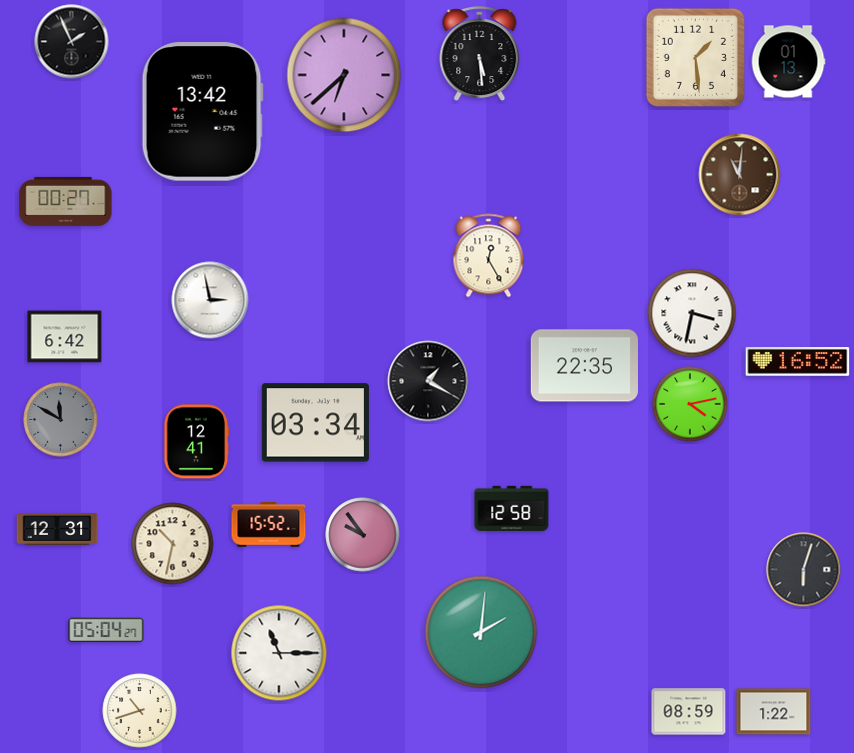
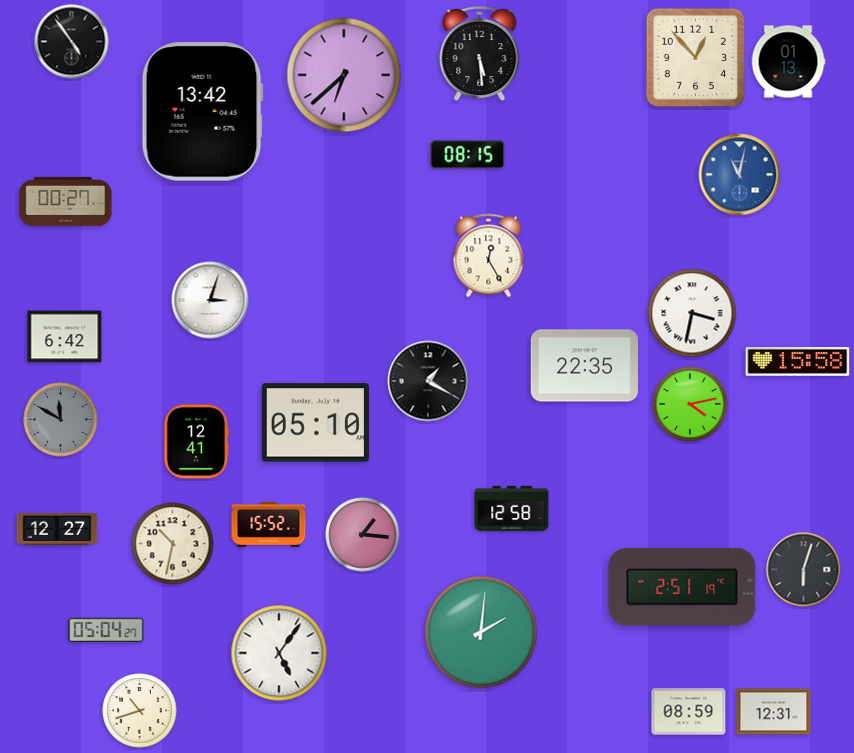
clock at (72, 42): 1:56 -> 4:54
clock at (695, 57): 1:29 -> 12:53
clock at (468, 155): none -> 08:15
clock at (740, 175): 11:01 -> 11:02
clock at (740, 175) dial: brown -> blue
clock at (210, 300): 2:58 -> 3:03
clock at (798, 362): 16:52 -> 15:58
clock at (315, 423): 03:34 -> 05:10
clock at (57, 530): 12:31 -> 12:27
clock at (363, 535): 9:54 -> 1:16
clock at (682, 587): none -> 2:51
clock at (279, 653): 11:15 -> 5:06
clock at (774, 712): 1:22 -> 12:31
